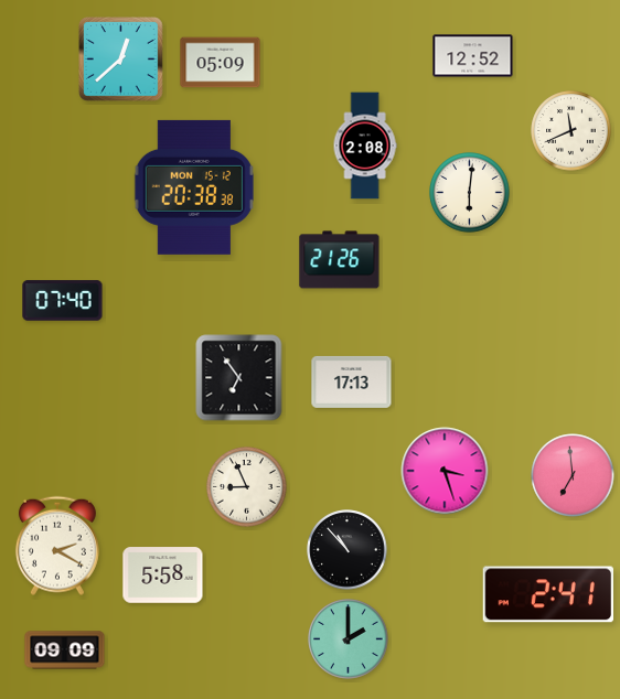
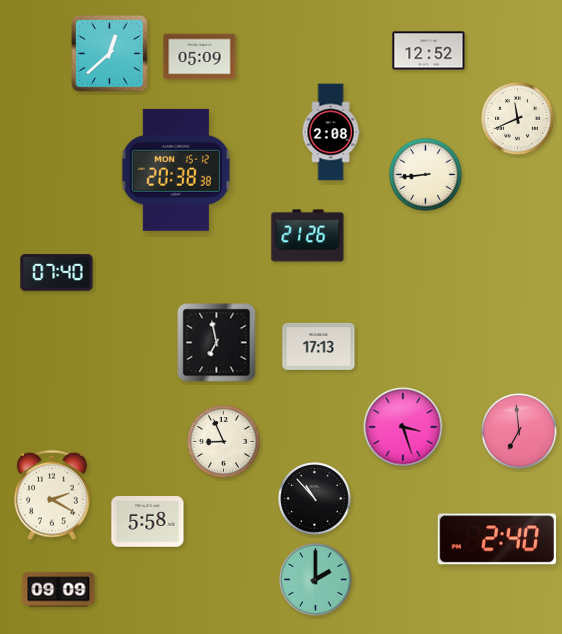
clock at (470, 193): 6:01 -> 8:44
clock at (239, 378): 6:54 -> 6:58
clock at (547, 594): 2:41 -> 2:40
